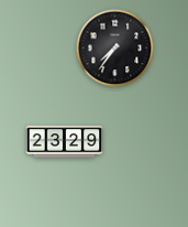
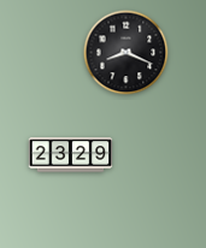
clock at (115, 48): 7:36 -> 8:19
